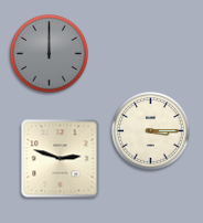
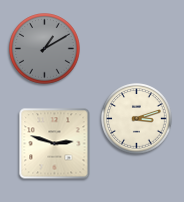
clock at (50, 54): 12:00 -> 1:10
clock at (151, 131): 3:15 -> 3:12
